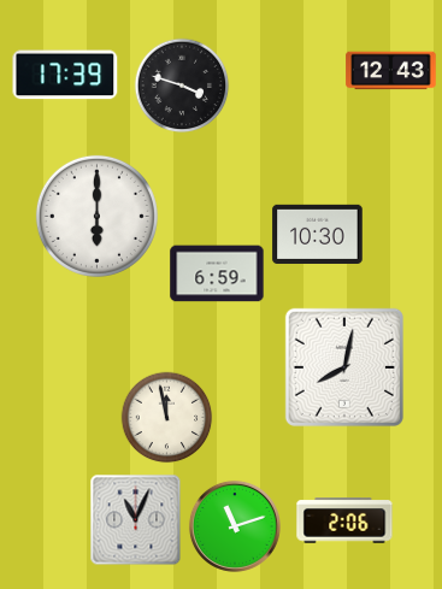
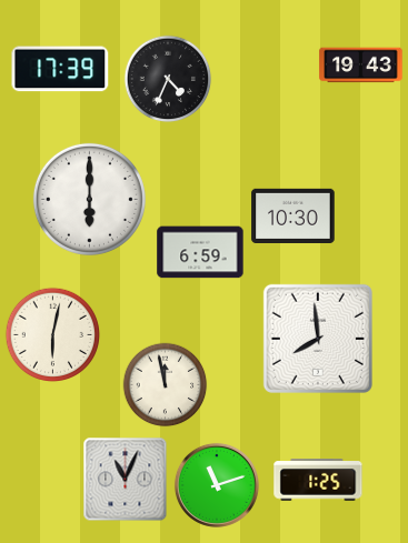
clock at (391, 71): 12:43 -> 19:43
clock at (182, 86): 3:48 -> 4:34
clock at (52, 334): none -> 6:02
clock at (344, 367): 8:02 -> 7:59
clock at (167, 418) position: (167, 418) -> (166, 385)
clock at (344, 520): 2:06 -> 1:25
